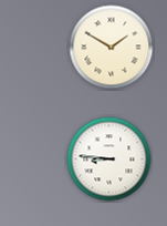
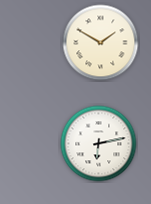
clock at (109, 160): 8:46 -> 6:13
